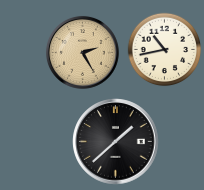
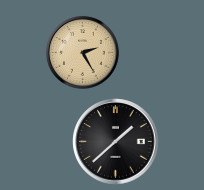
clock at (165, 50): 10:43 -> none
